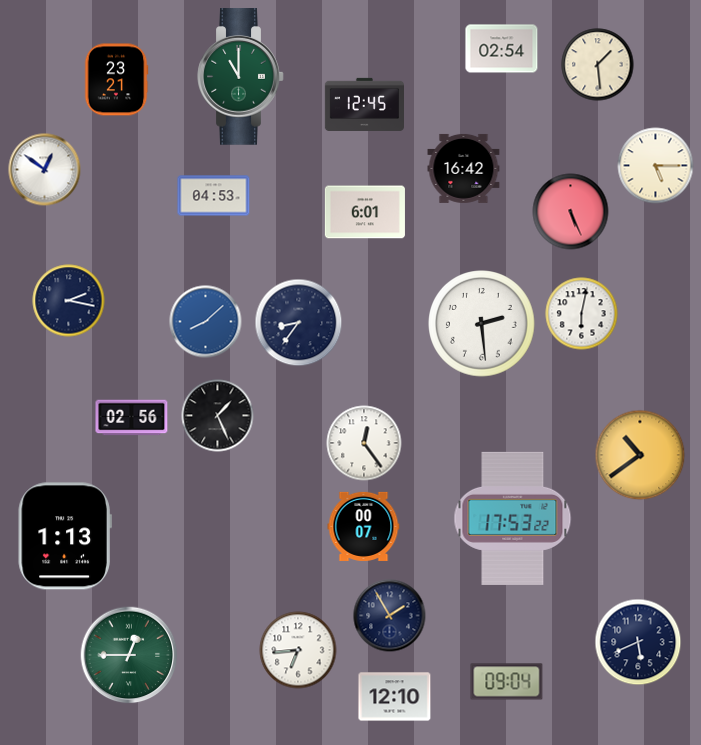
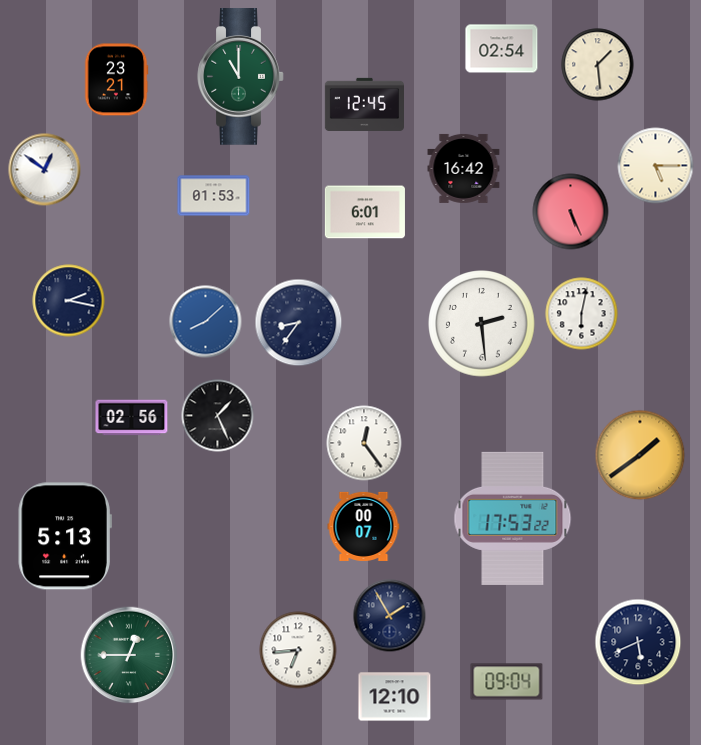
clock at (214, 196): 04:53 -> 01:53
clock at (640, 455): 10:39 -> 1:39
clock at (65, 536): 1:13 -> 5:13
